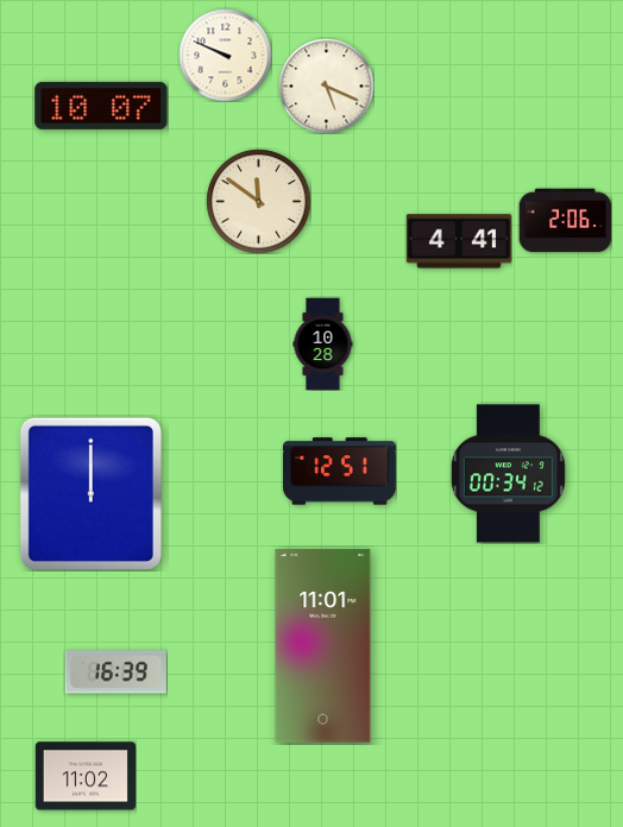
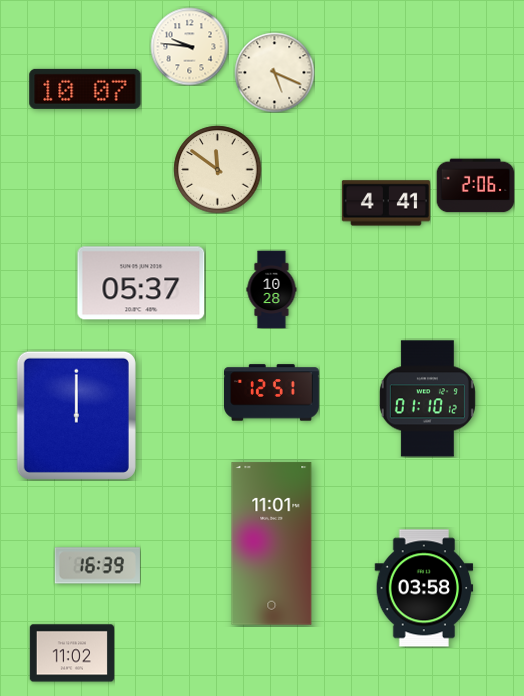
clock at (225, 55): 9:49 -> 9:46
clock at (141, 283): none -> 05:37
clock at (340, 472) position: (340, 472) -> (272, 393)
clock at (508, 474): 00:34 -> 01:10
clock at (424, 588): none -> 03:58
